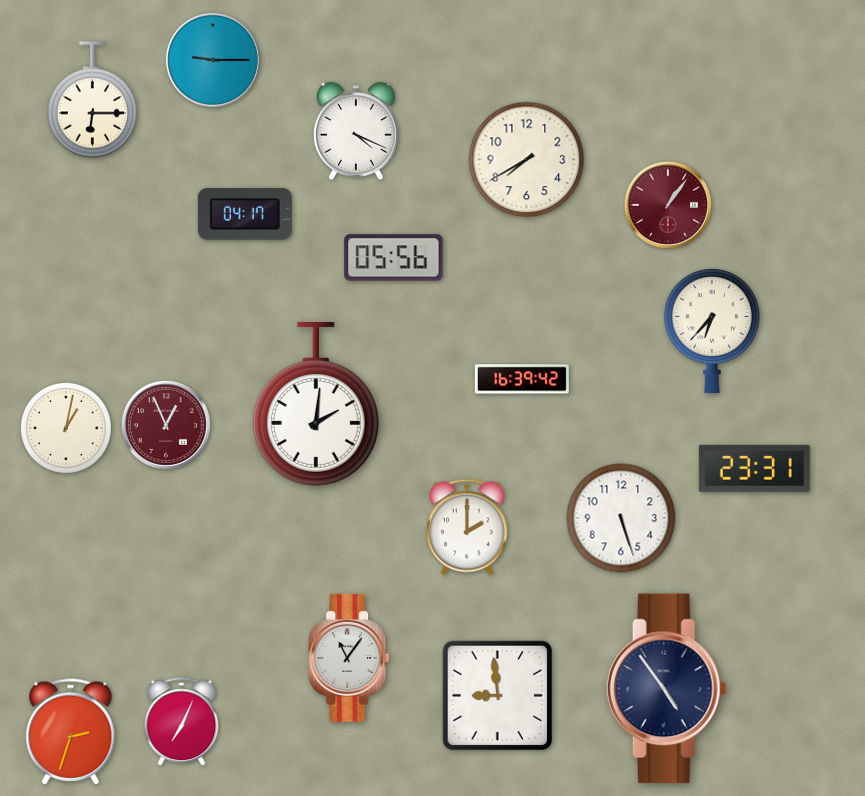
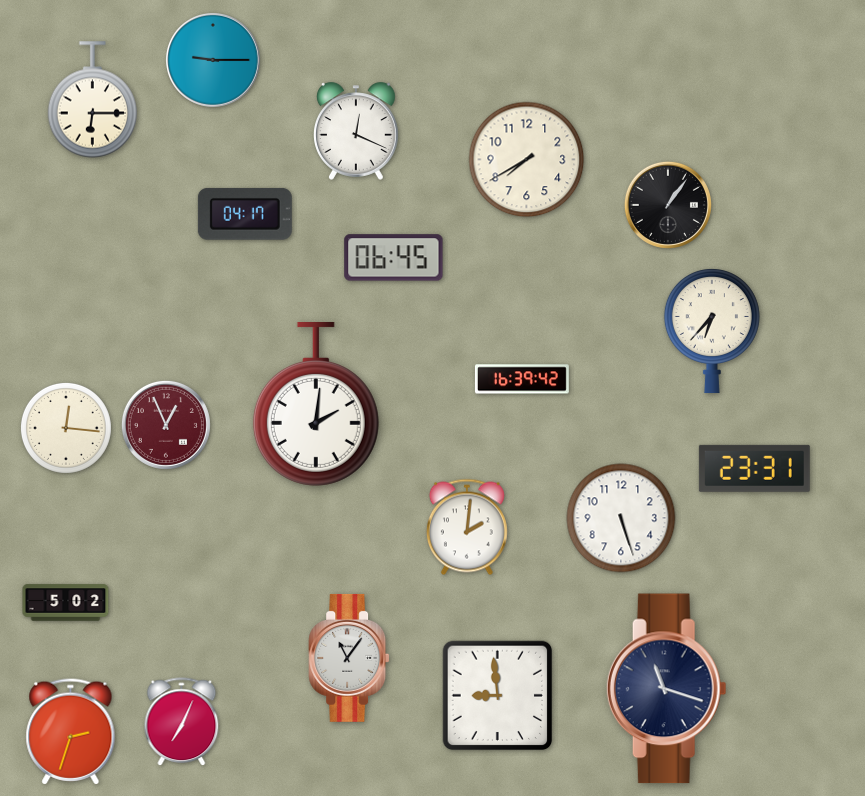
clock at (357, 131): 4:19 -> 12:19
clock at (668, 205) dial: burgundy -> black
clock at (394, 258): 05:56 -> 06:45
clock at (66, 428): 1:02 -> 12:16
clock at (467, 527): 2:00 -> 2:01
clock at (66, 603): none -> 5:02
clock at (666, 689): 4:54 -> 11:18
